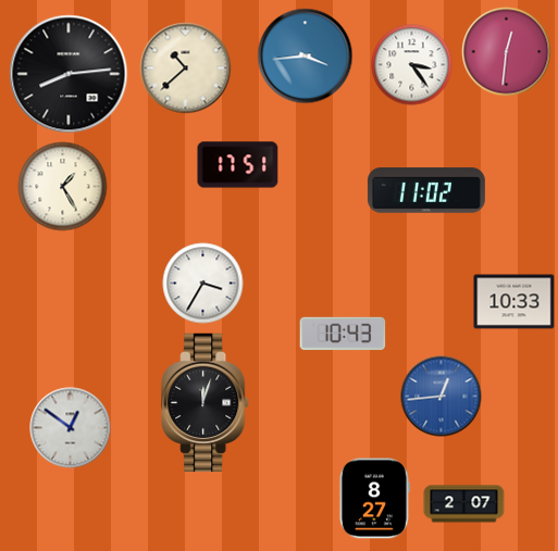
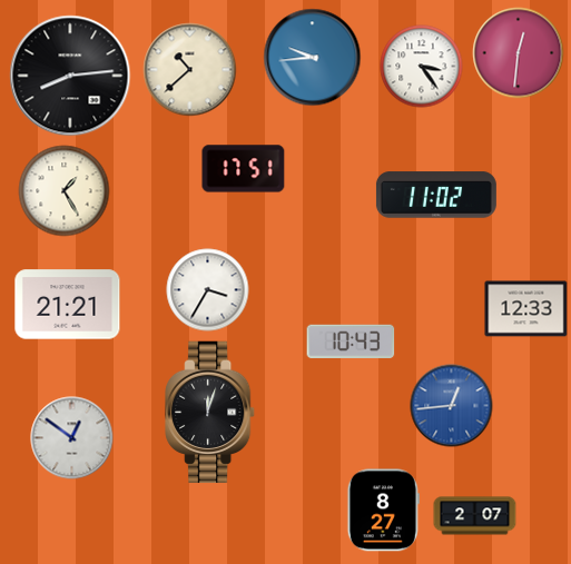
clock at (306, 57): 3:44 -> 9:44
clock at (68, 305): none -> 21:21
clock at (514, 302): 10:33 -> 12:33
